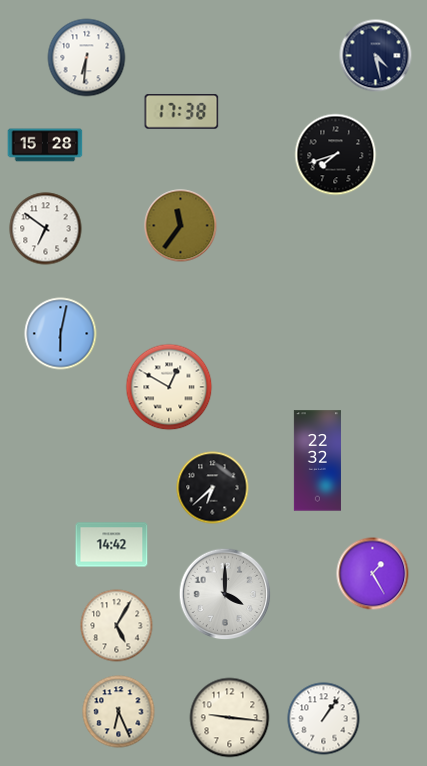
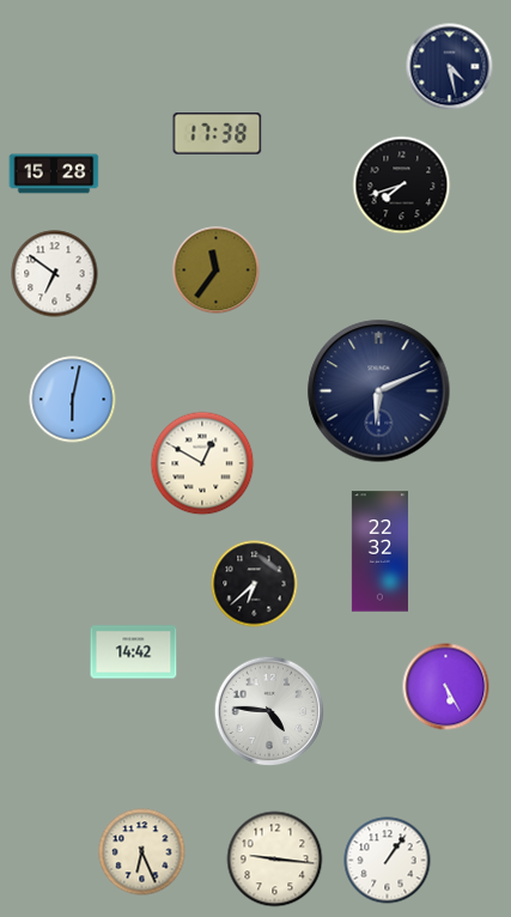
clock at (87, 58): 6:31 -> none
clock at (379, 391): none -> 6:11
clock at (373, 574): 1:25 -> 5:25
clock at (225, 594): 4:00 -> 4:46
clock at (117, 626): 5:05 -> none
